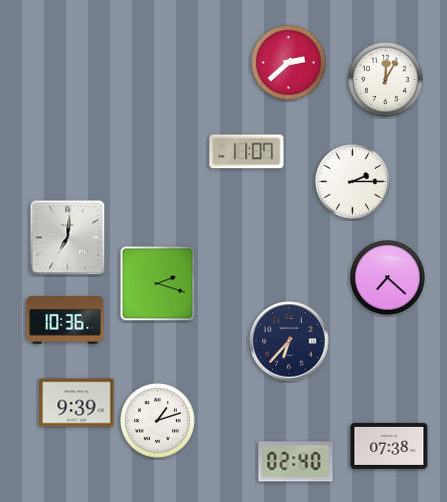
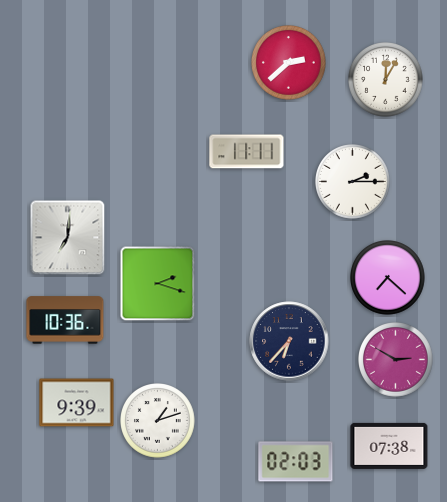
clock at (247, 152): 11:07 -> 11:11
clock at (396, 360): none -> 2:50
clock at (296, 462): 02:40 -> 02:03
